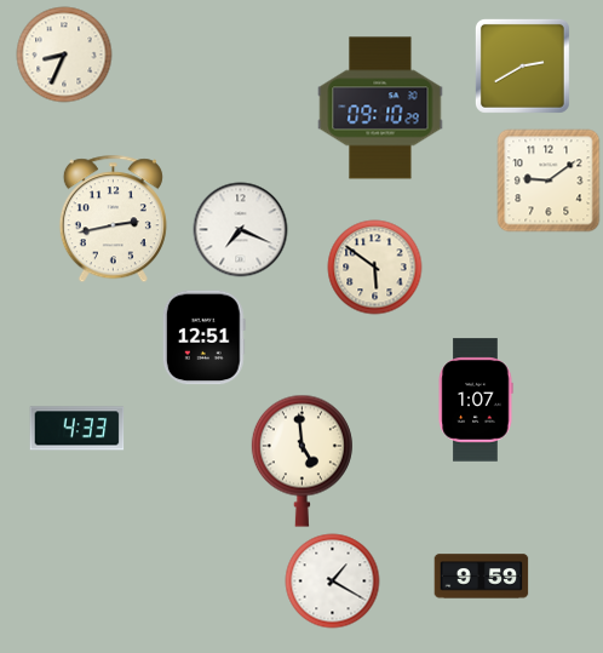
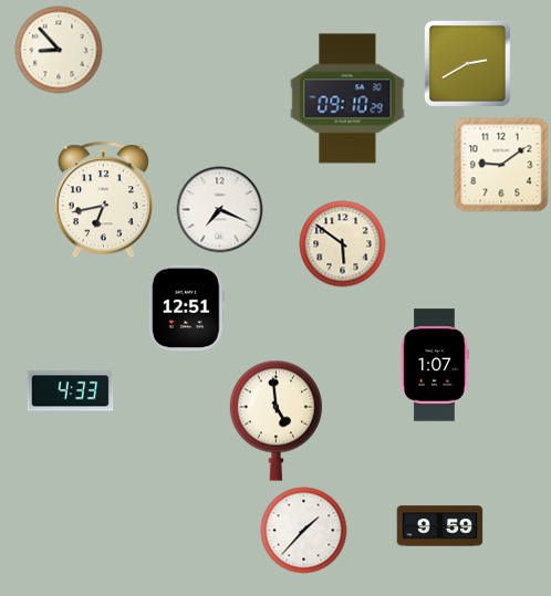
clock at (64, 55): 8:34 -> 8:53
clock at (522, 65) position: (522, 65) -> (467, 63)
clock at (113, 218): 2:43 -> 6:43
clock at (332, 580): 1:20 -> 1:37
